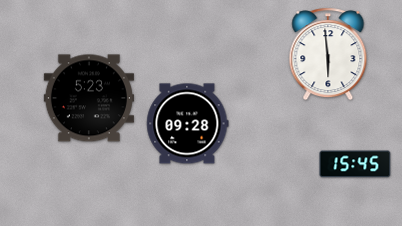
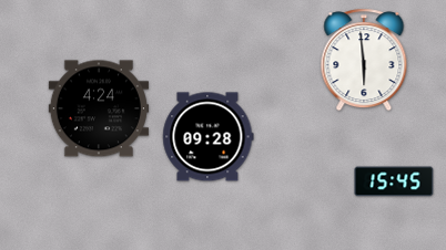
clock at (89, 98): 5:23 -> 4:24
